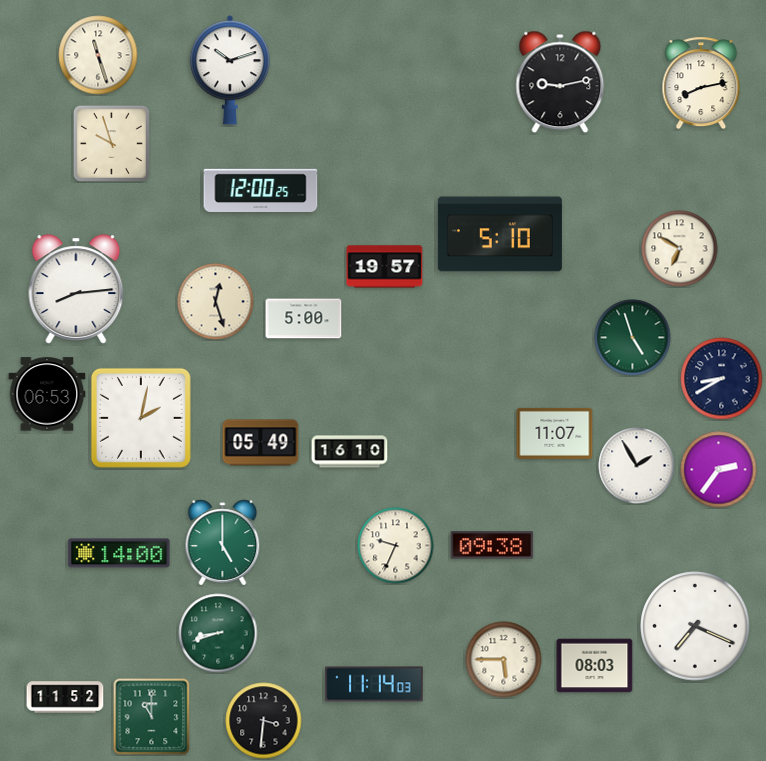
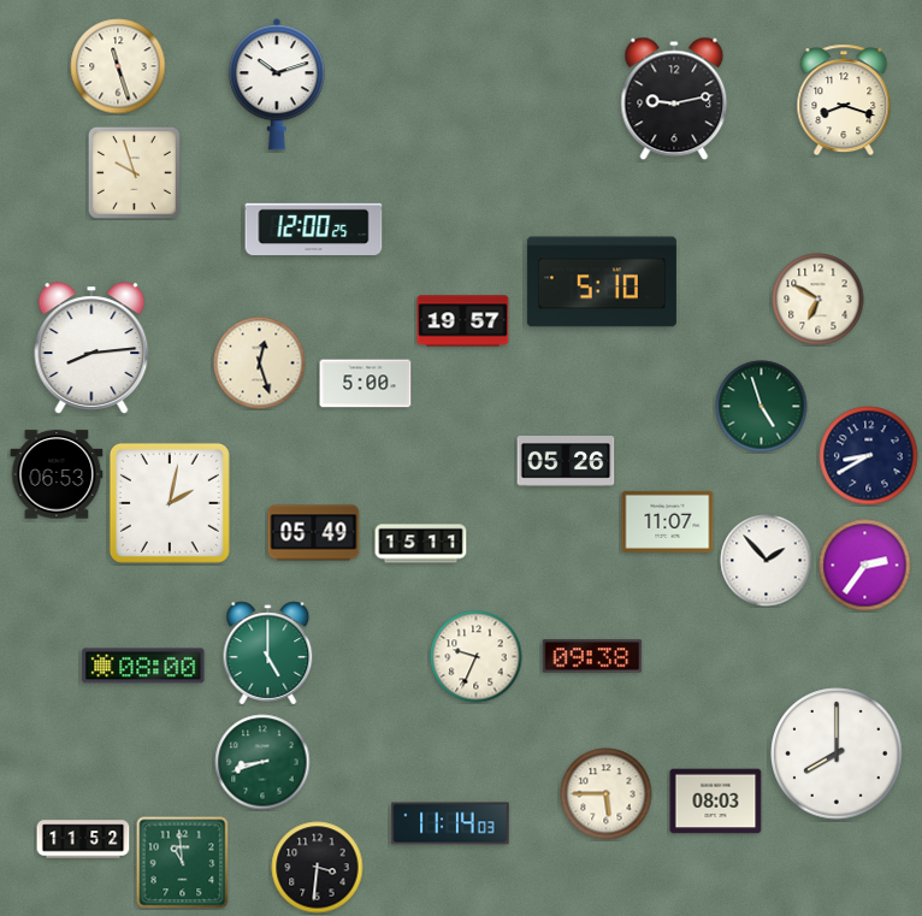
clock at (701, 83): 8:13 -> 8:18
clock at (566, 461): none -> 05:26
clock at (350, 452): 16:10 -> 15:11
clock at (637, 466): 1:55 -> 1:53
clock at (119, 553): 14:00 -> 08:00
clock at (695, 626): 7:19 -> 8:00
clock at (65, 697) position: (65, 697) -> (83, 839)
clock at (152, 717): 11:00 -> 10:59
